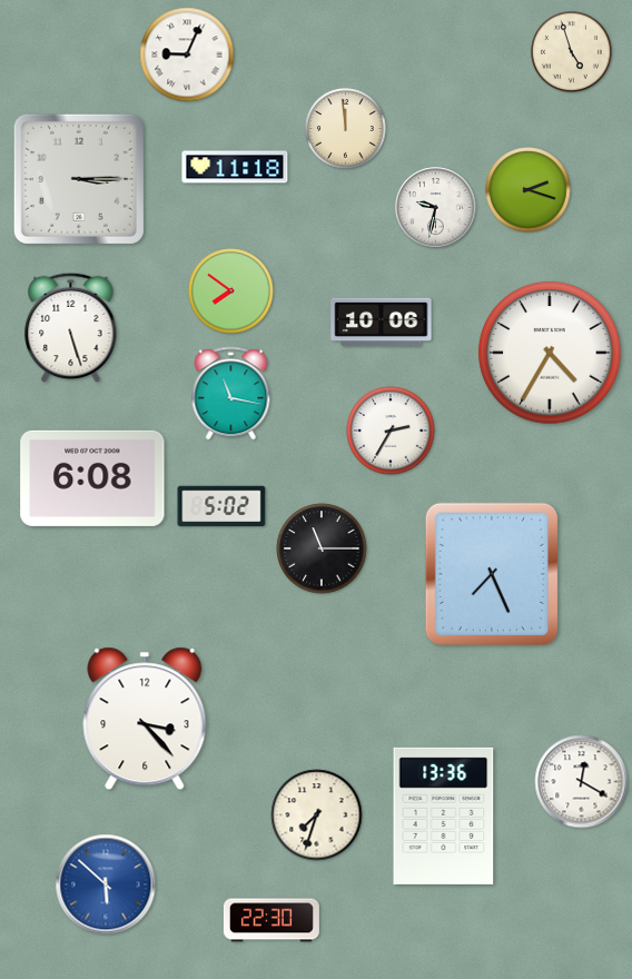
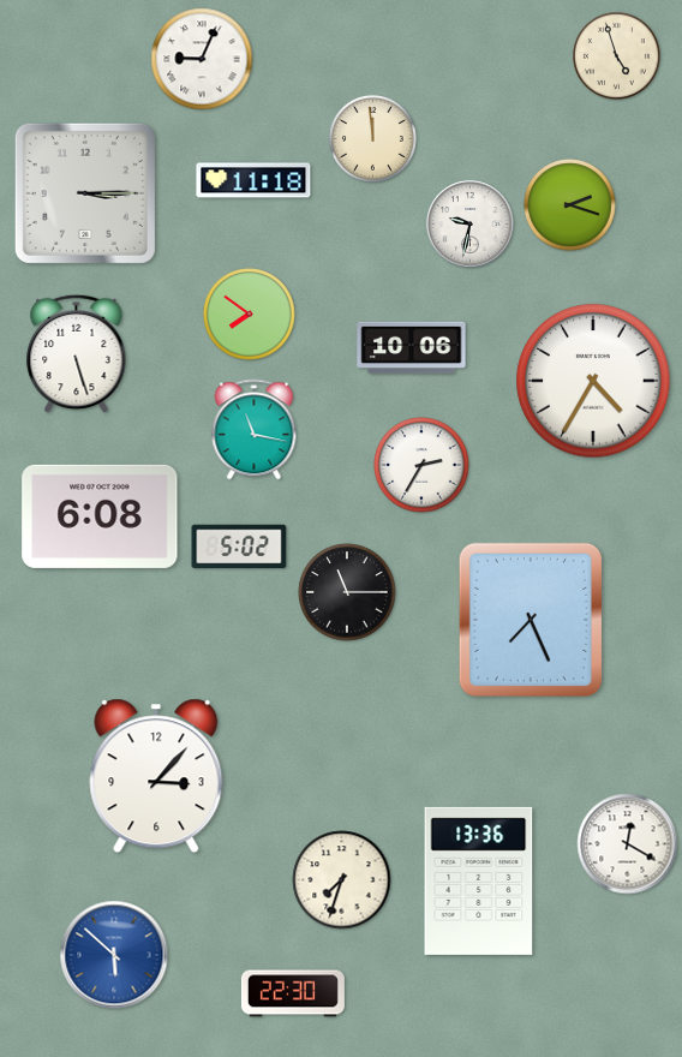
clock at (231, 394) position: (231, 394) -> (255, 430)
clock at (145, 719): 3:23 -> 3:07
